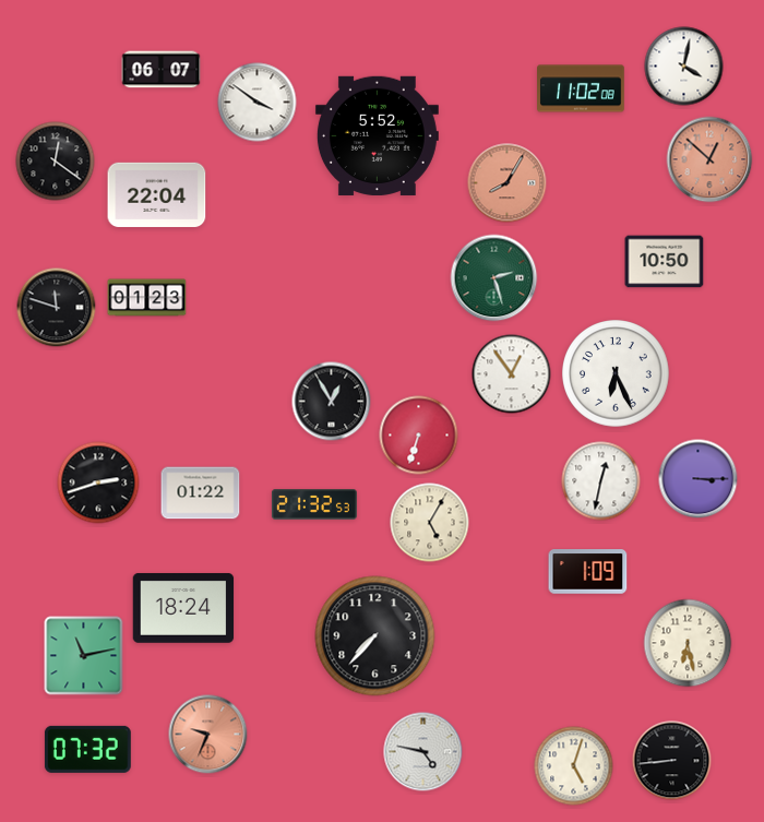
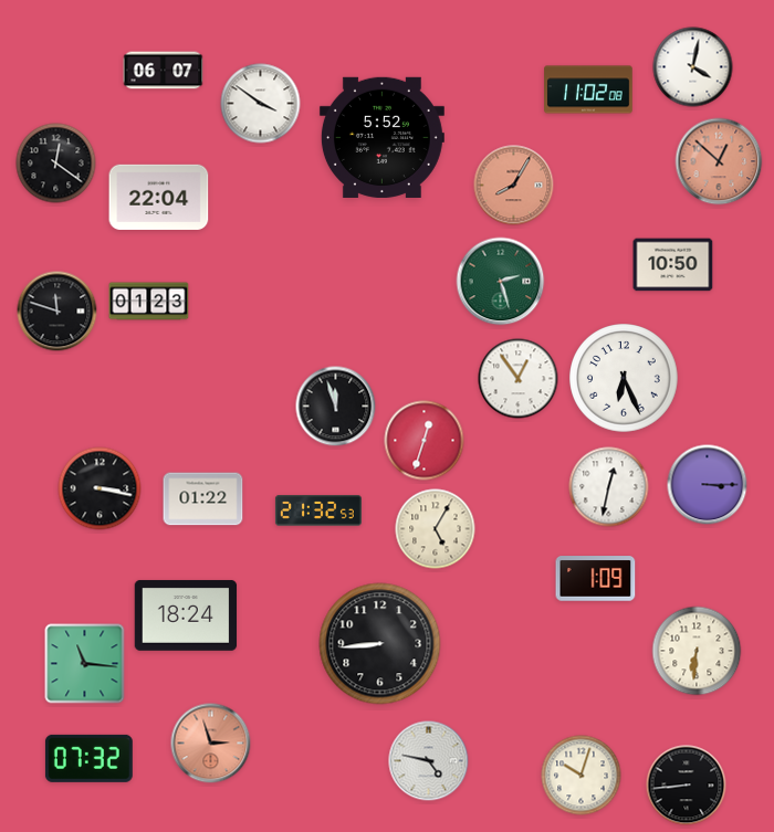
clock at (332, 402): 12:55 -> 11:57
clock at (419, 436): 6:33 -> 12:33
clock at (98, 483): 2:42 -> 3:17
clock at (375, 636): 7:37 -> 8:44
clock at (688, 643): 6:28 -> 6:31
clock at (84, 656): 11:13 -> 11:16
clock at (208, 735): 9:34 -> 2:57
clock at (672, 761) position: (672, 761) -> (687, 786)
clock at (574, 766): 5:03 -> 10:03
